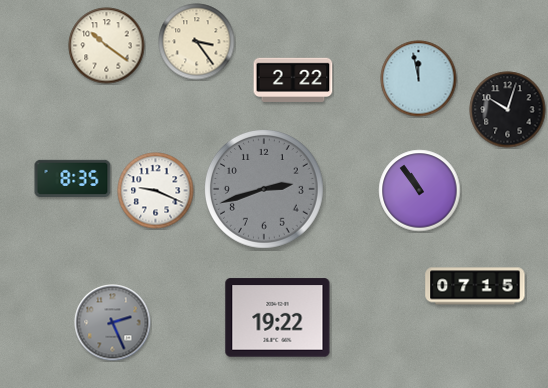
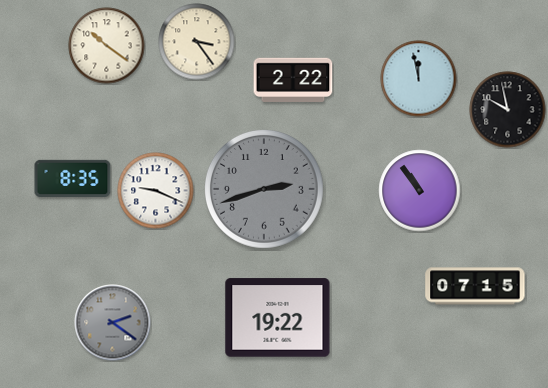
clock at (508, 110): 10:03 -> 9:58
clock at (113, 323): 2:26 -> 2:21
